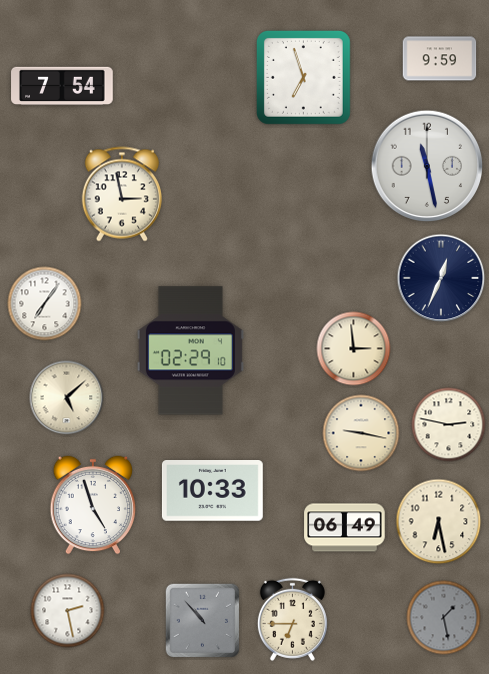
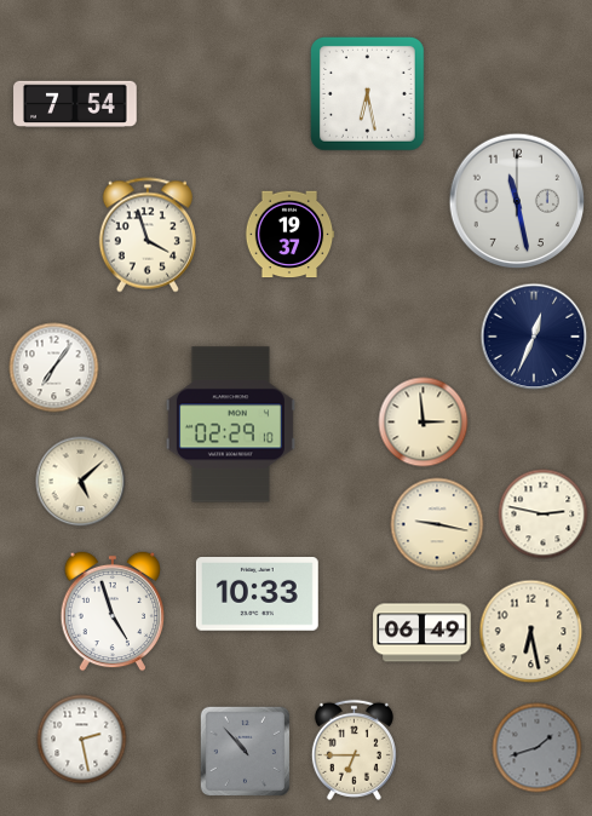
clock at (440, 59): 9:59 -> none
clock at (303, 77): 6:57 -> 6:28
clock at (122, 194): 2:58 -> 3:57
clock at (289, 235): none -> 19:37
clock at (354, 349) position: (354, 349) -> (424, 423)
clock at (345, 528) position: (345, 528) -> (423, 633)
clock at (444, 618): 1:28 -> 1:42
